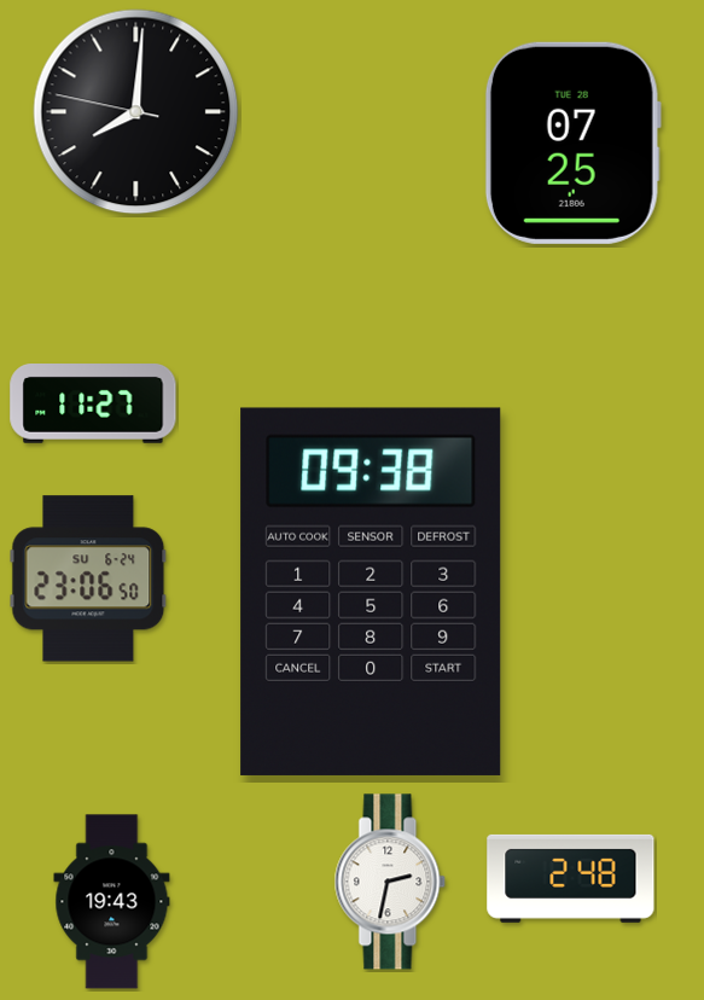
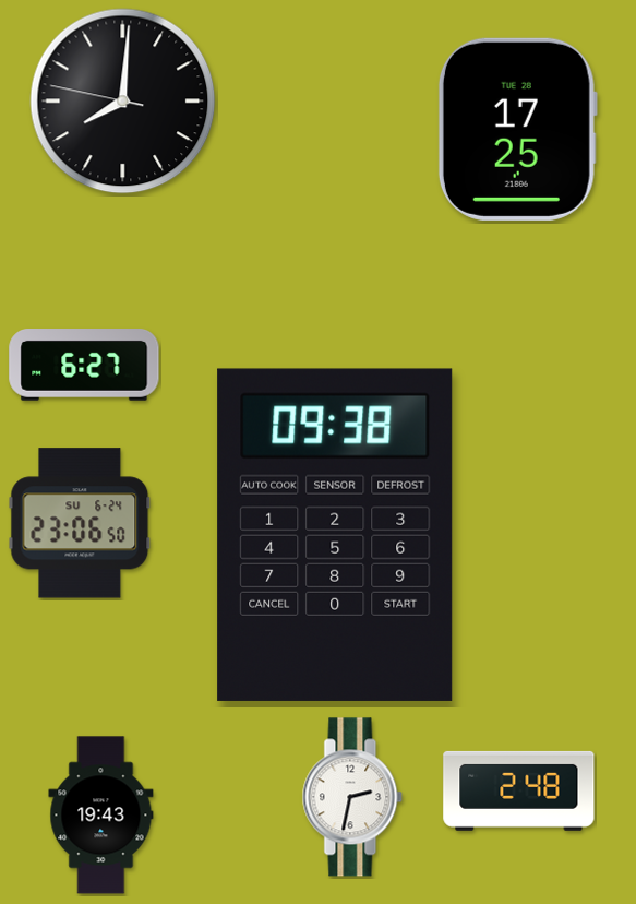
clock at (572, 143): 07:25 -> 17:25
clock at (93, 405): 11:27 -> 6:27
clock at (571, 878) position: (571, 878) -> (519, 790)
